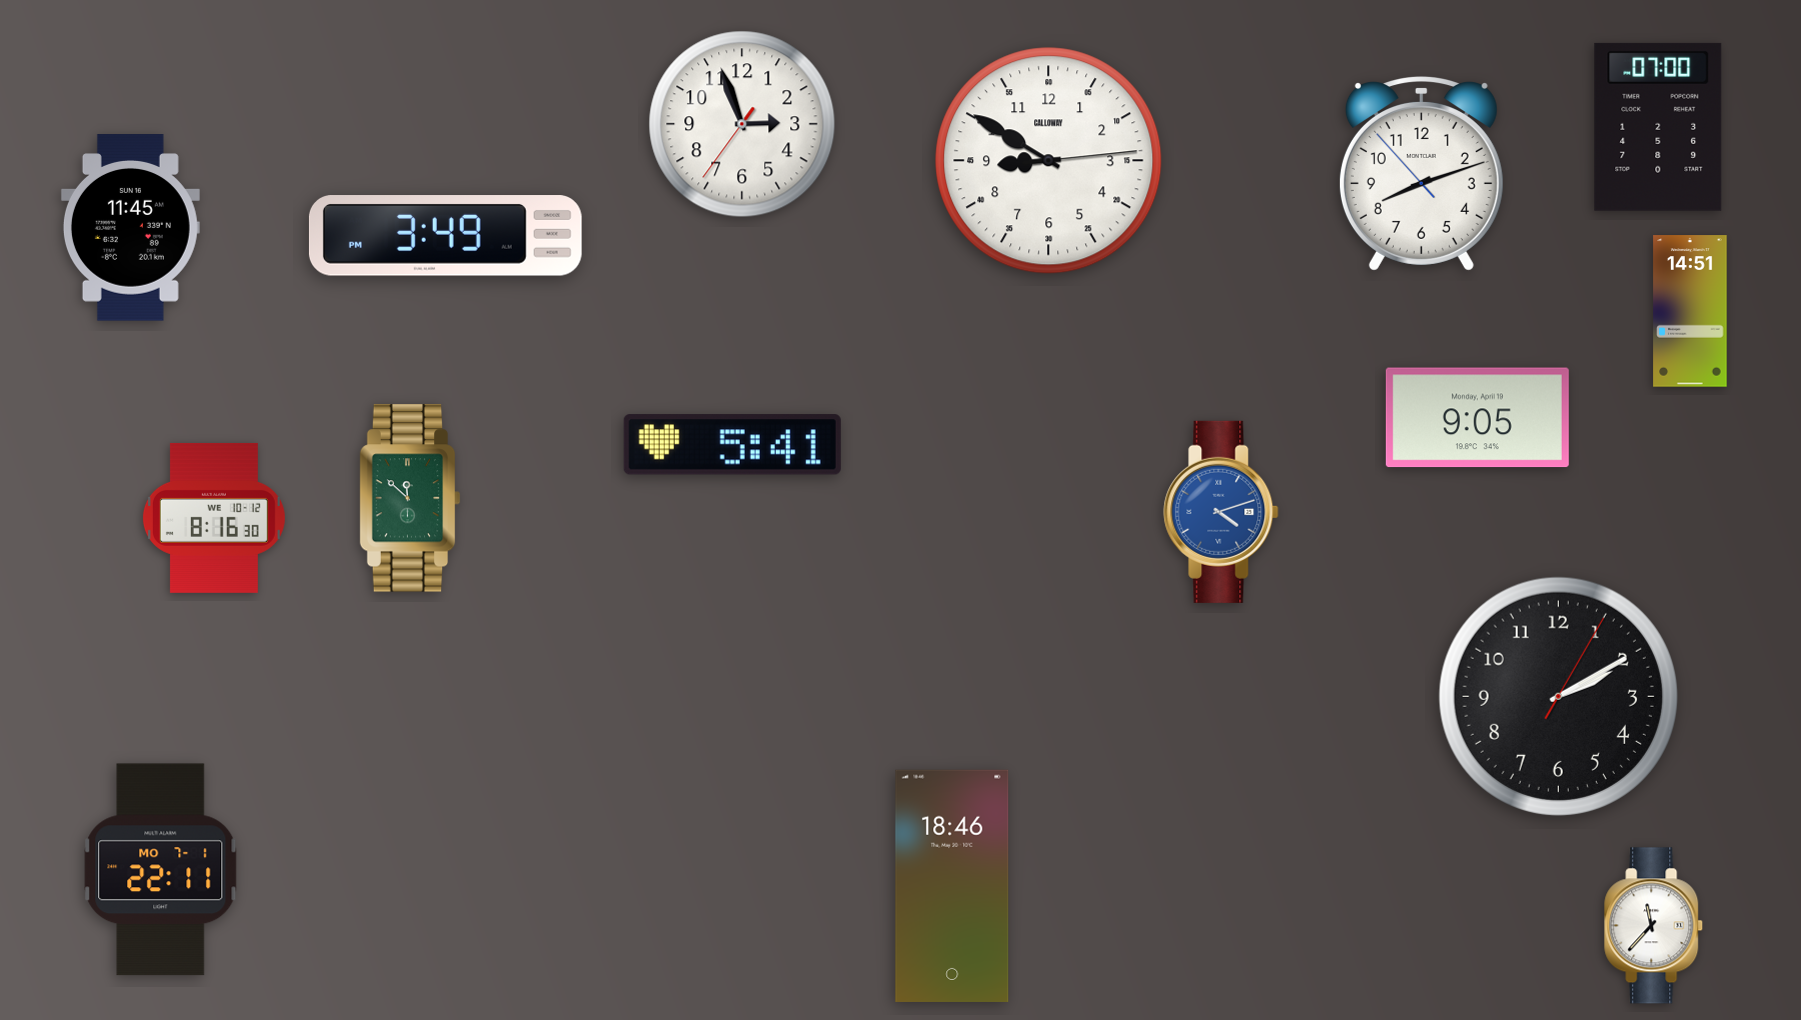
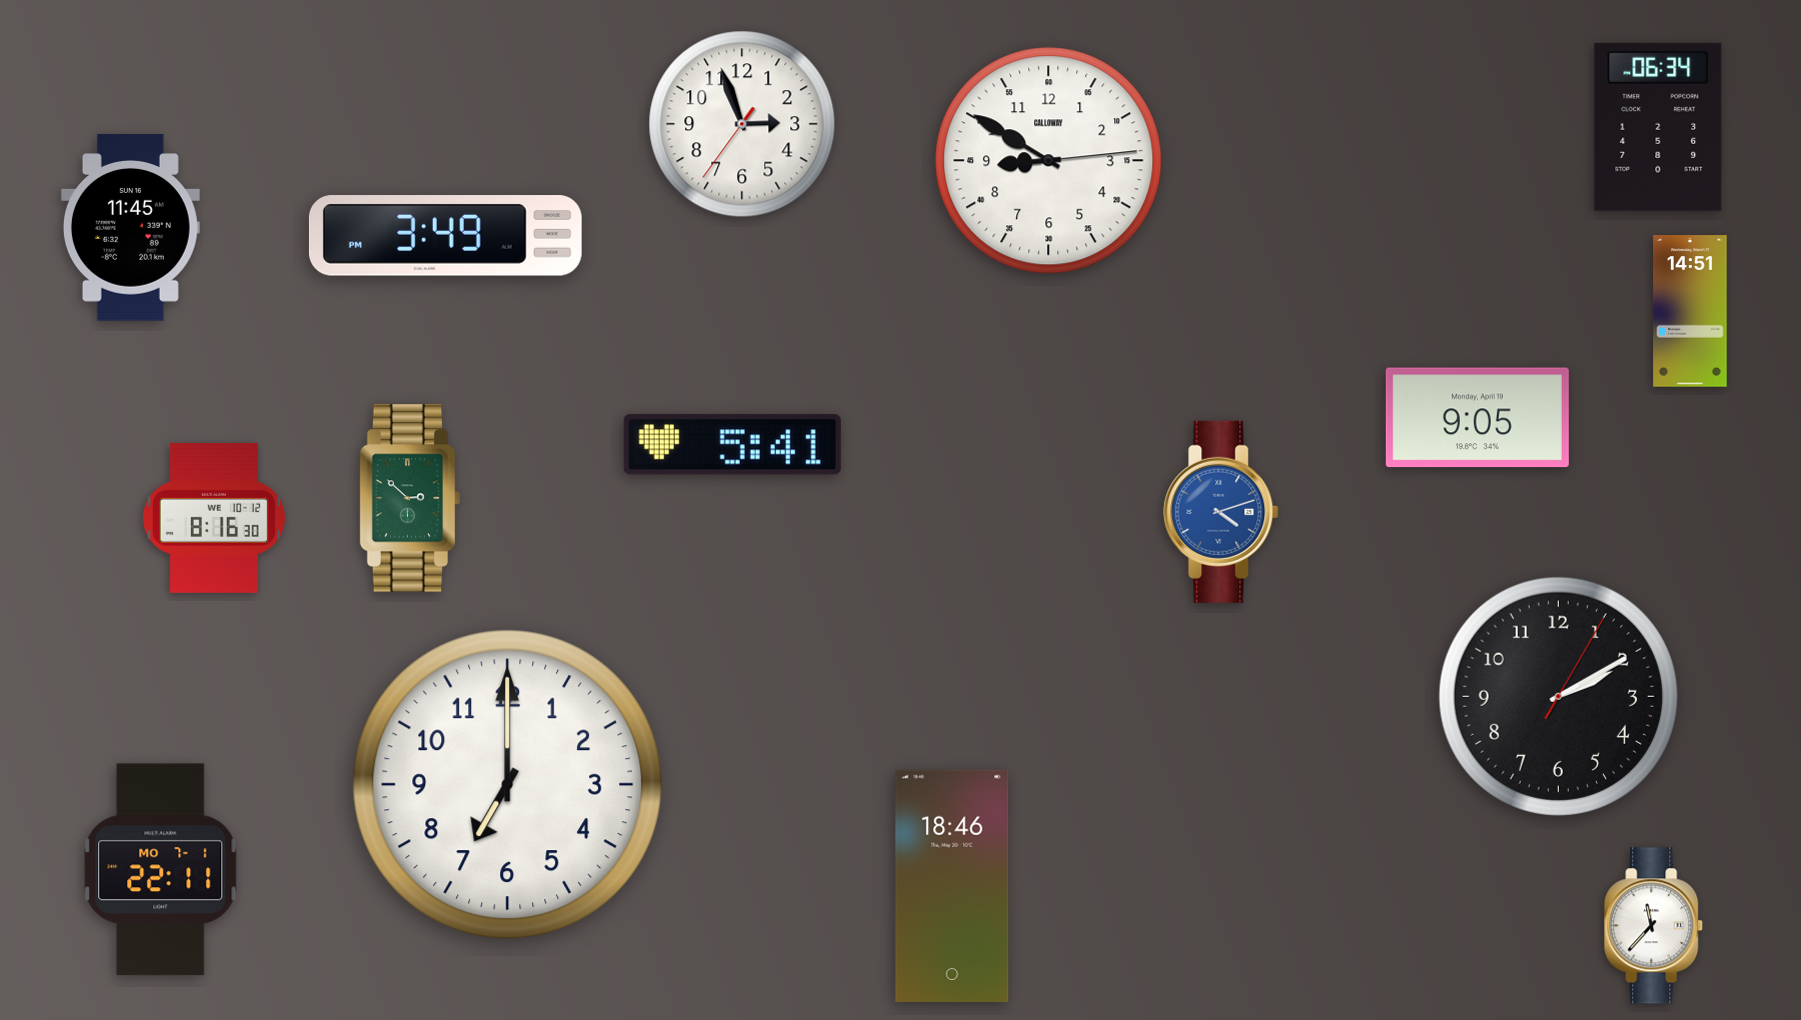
clock at (1658, 127): 07:00 -> 06:34
clock at (1421, 174): 8:11 -> none
clock at (410, 498): 11:52 -> 2:52
clock at (508, 785): none -> 7:00
